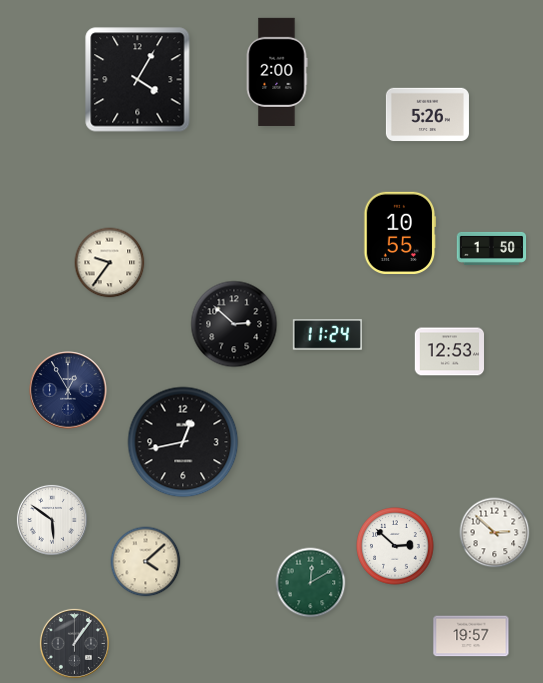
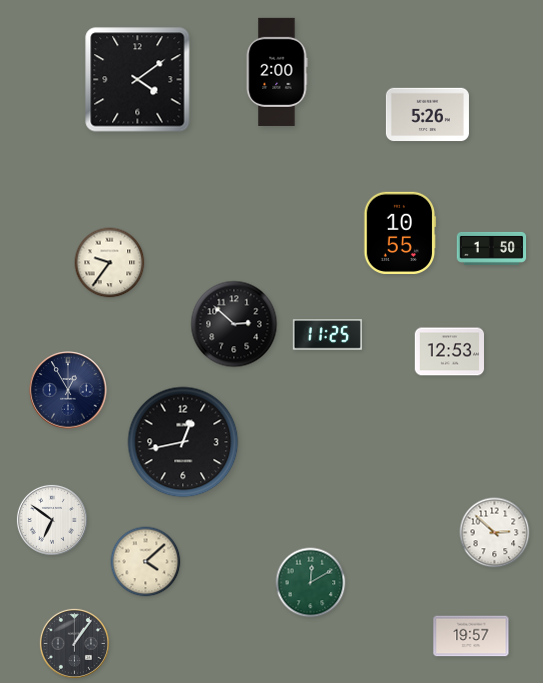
clock at (138, 80): 4:05 -> 4:09
clock at (327, 335): 11:24 -> 11:25
clock at (52, 520): 5:51 -> 6:51
clock at (395, 546): 2:52 -> none
